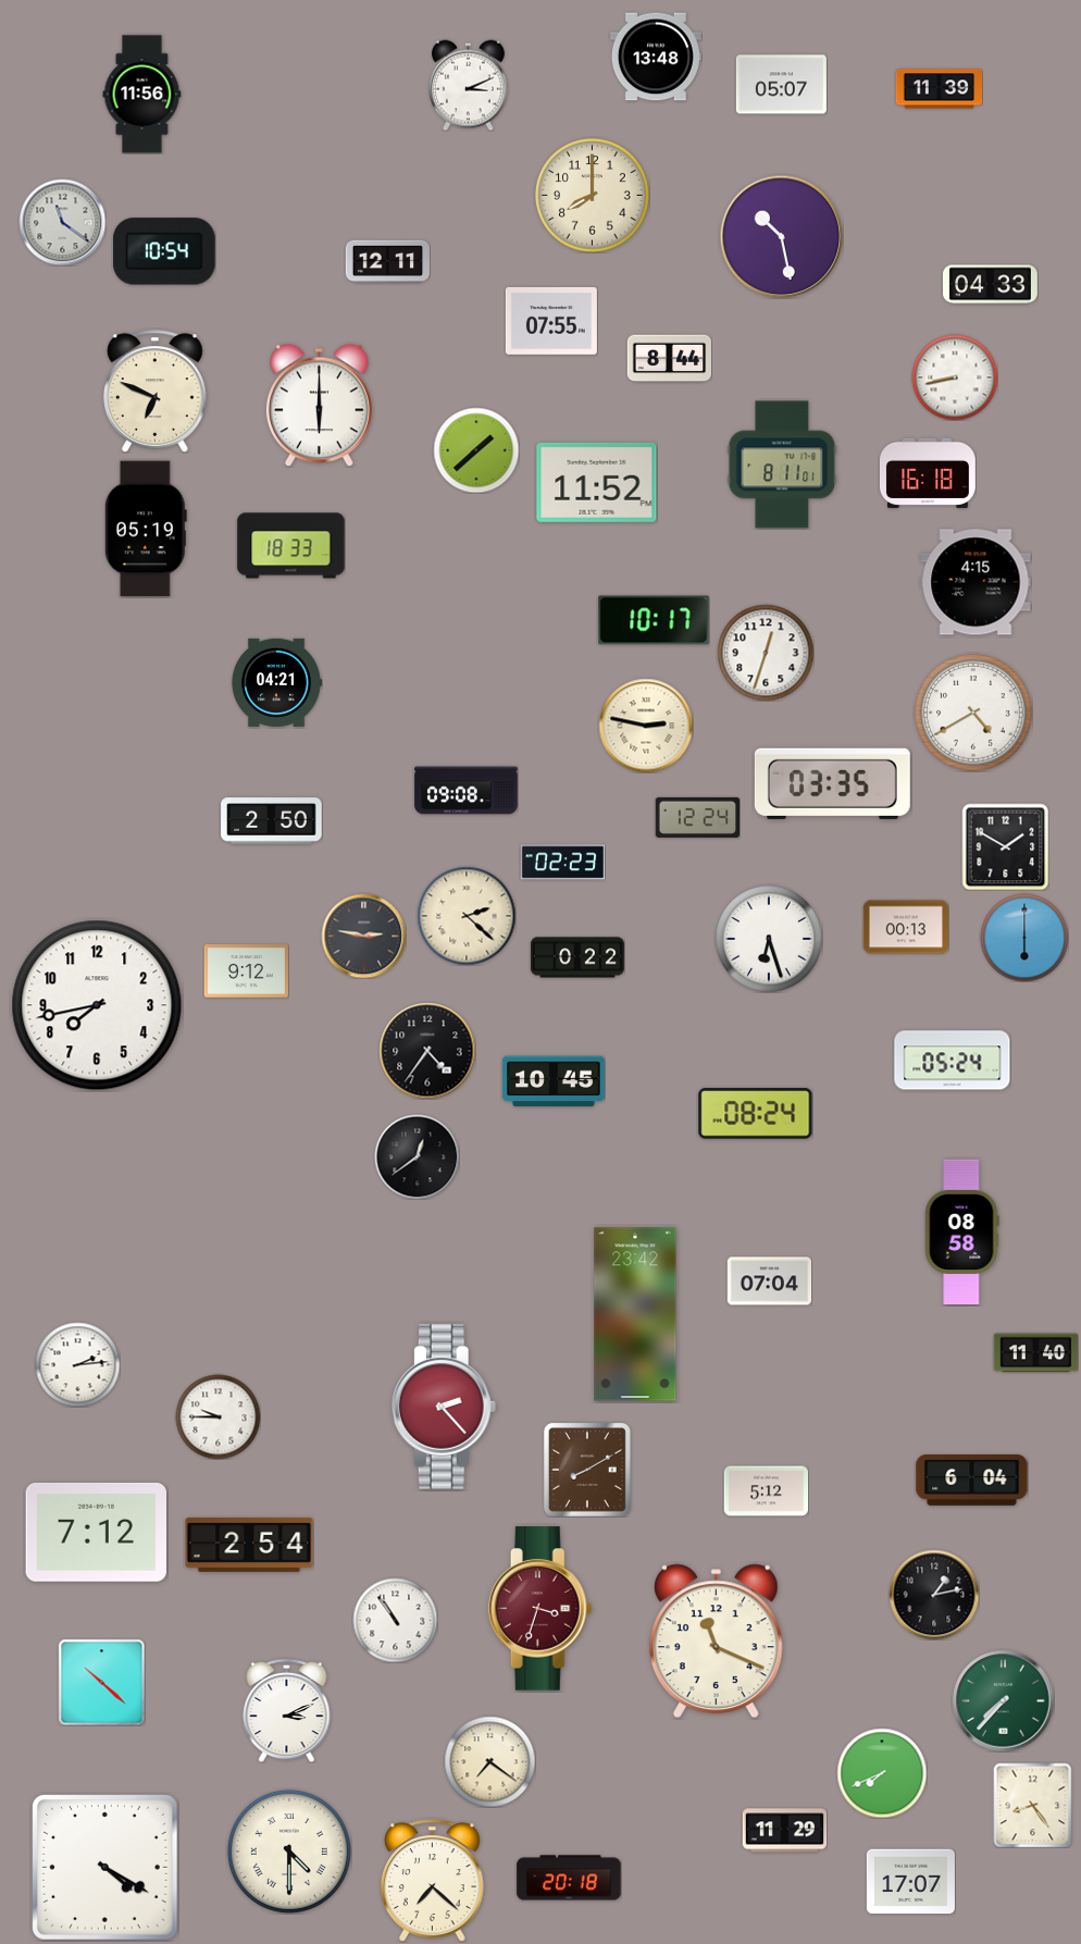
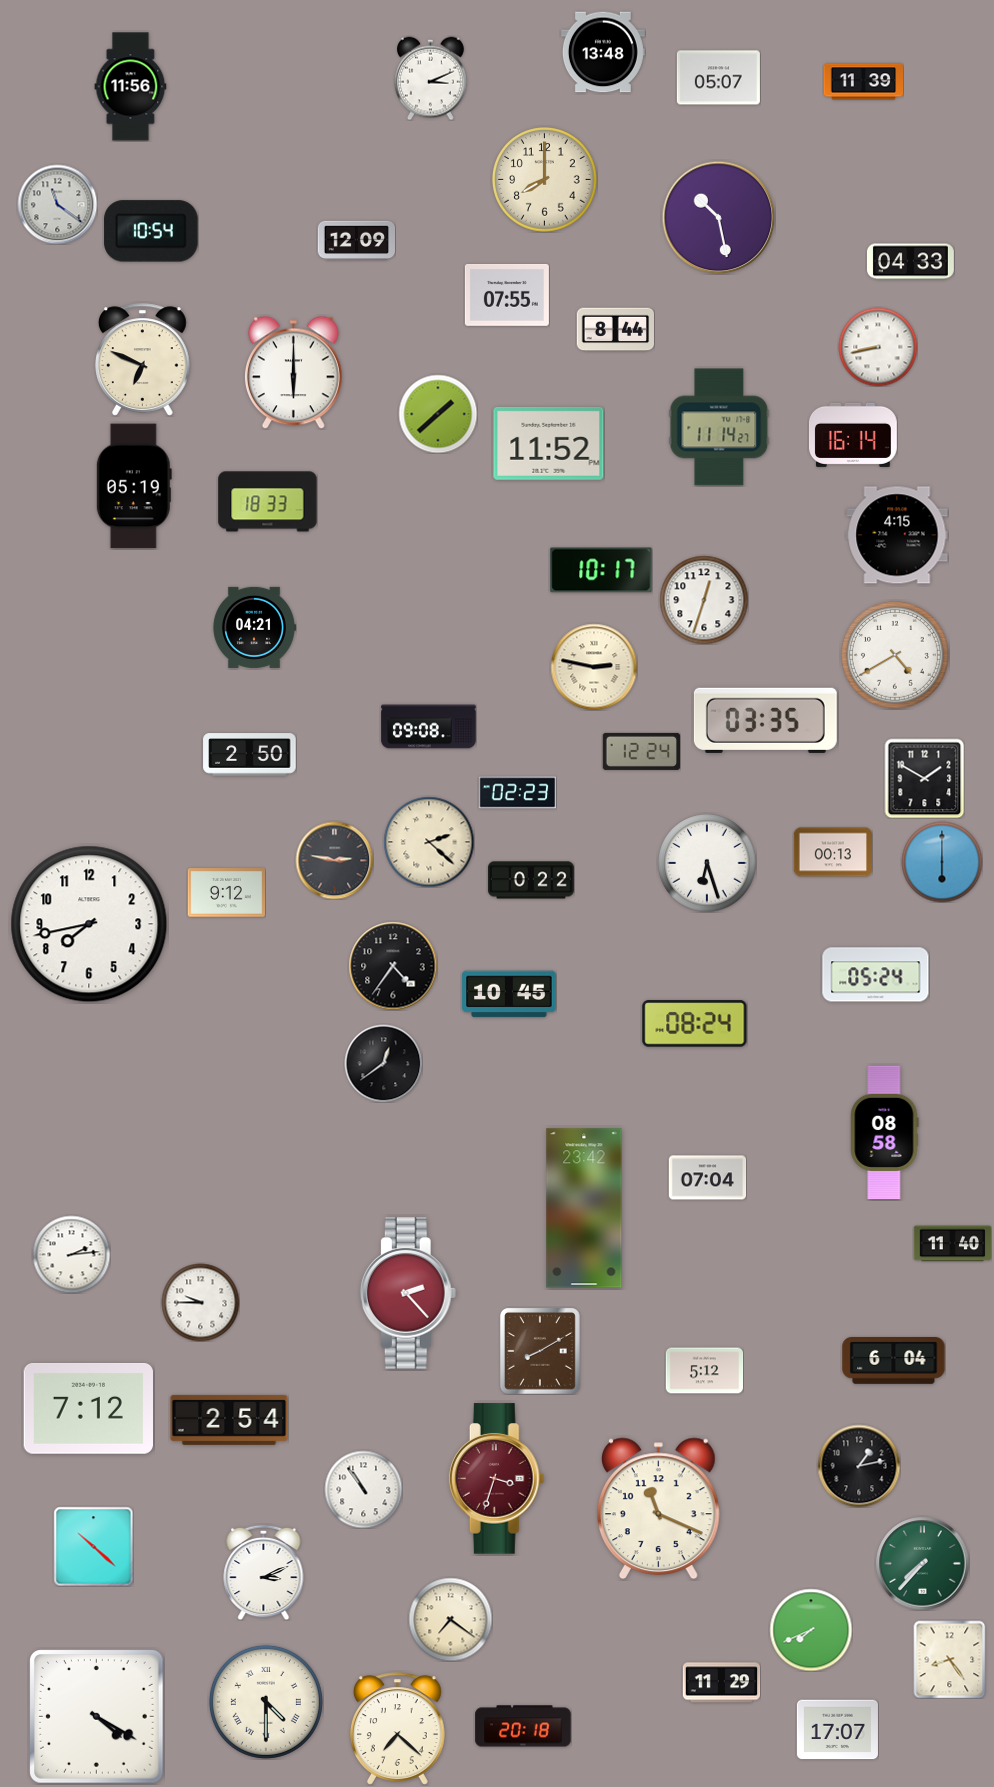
clock at (387, 262): 12:11 -> 12:09
clock at (782, 465): 8:11 -> 11:14
clock at (928, 473): 16:18 -> 16:14
